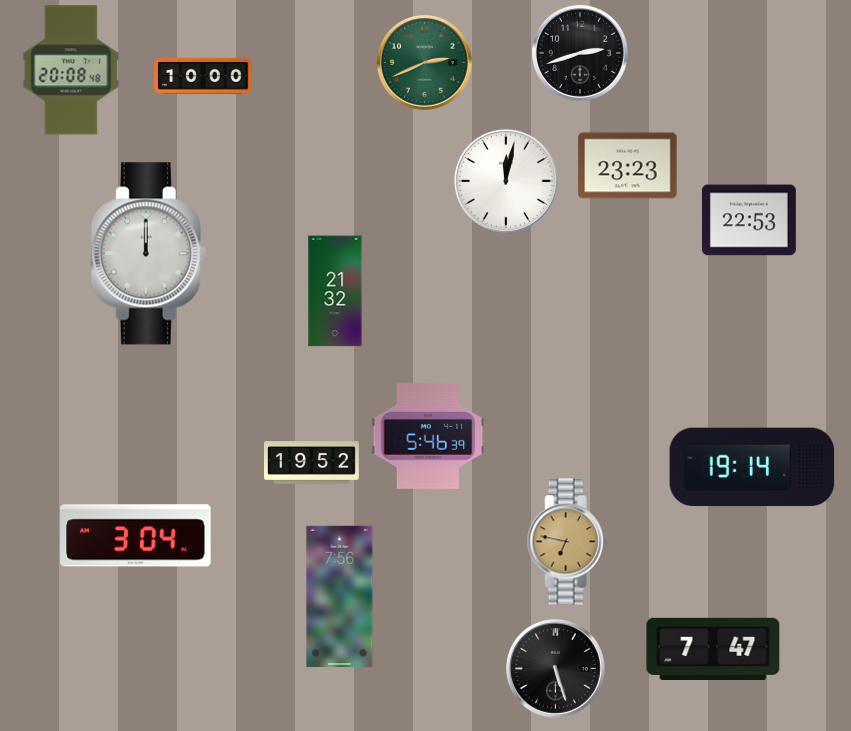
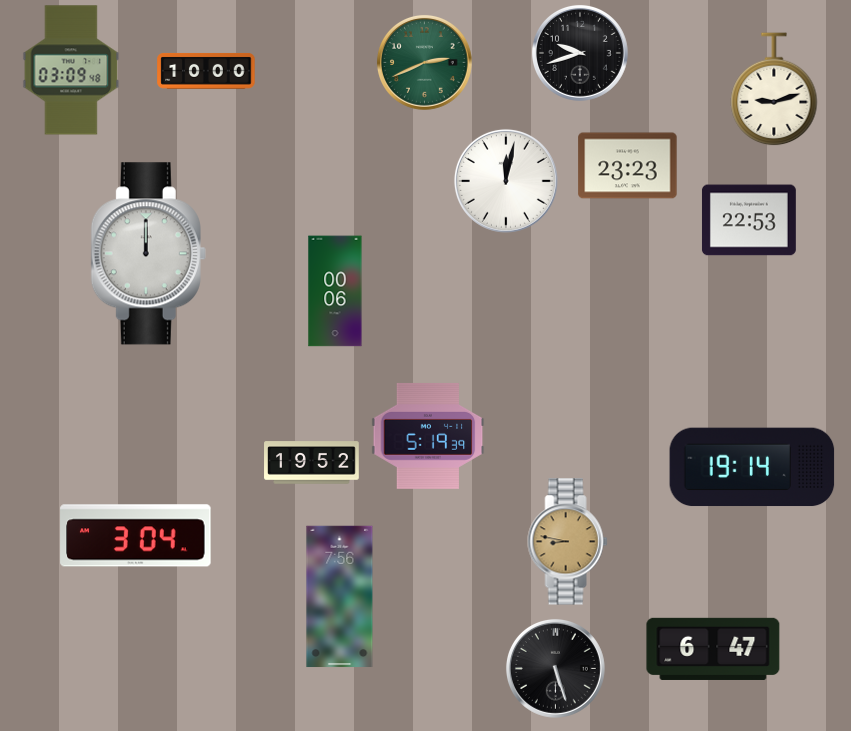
clock at (580, 53): 2:42 -> 9:42
clock at (71, 70): 20:08 -> 03:09
clock at (203, 76) position: (203, 76) -> (206, 71)
clock at (774, 90): none -> 9:12
clock at (335, 291): 21:32 -> 00:06
clock at (428, 436): 5:46 -> 5:19
clock at (568, 542): 6:47 -> 8:47
clock at (713, 649): 7:47 -> 6:47
